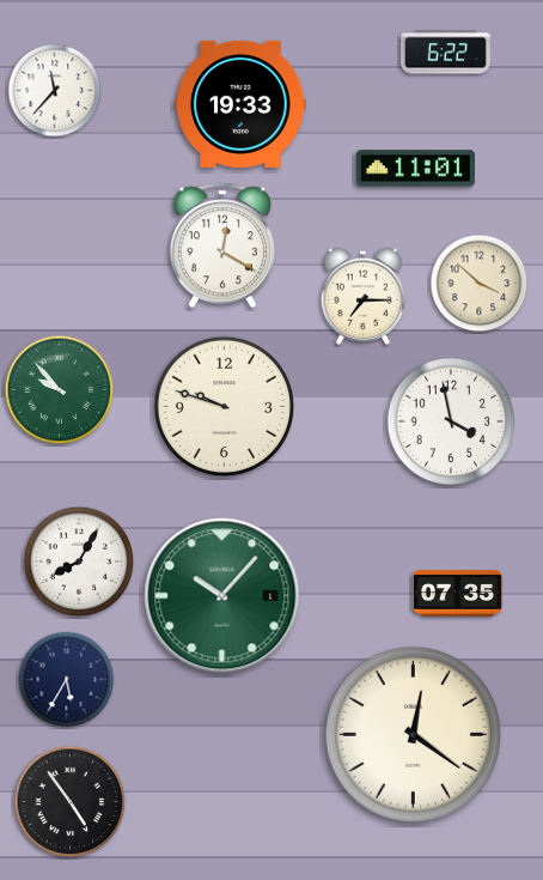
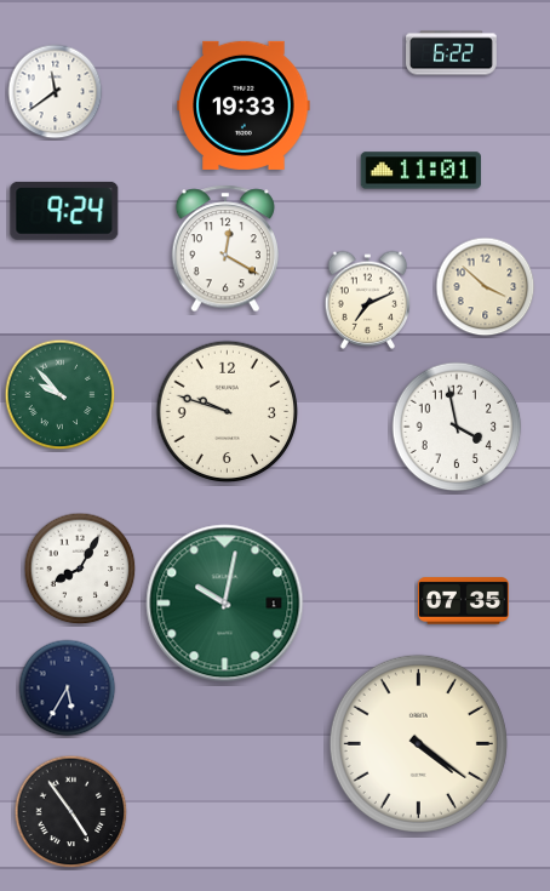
clock at (55, 91): 11:37 -> 11:39
clock at (64, 211): none -> 9:24
clock at (364, 296): 7:15 -> 7:11
clock at (222, 596): 10:07 -> 10:02
clock at (413, 734): 12:21 -> 4:21
